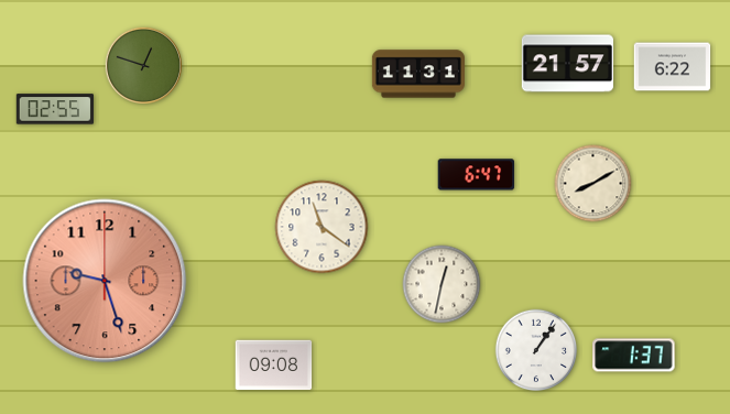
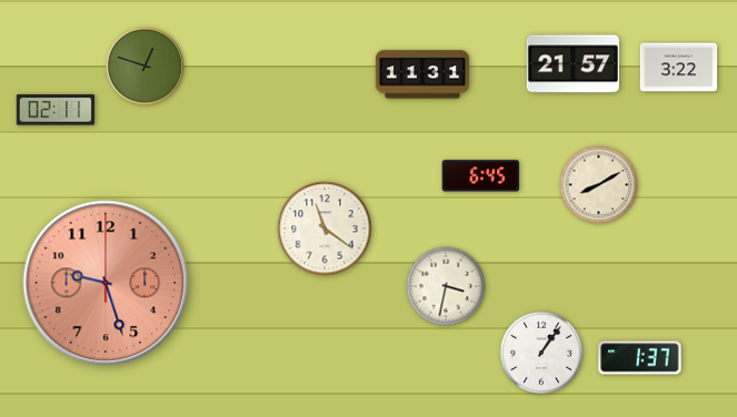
clock at (673, 67): 6:22 -> 3:22
clock at (54, 109): 02:55 -> 02:11
clock at (477, 175): 6:47 -> 6:45
clock at (442, 284): 12:32 -> 3:32
clock at (274, 366): 09:08 -> none
